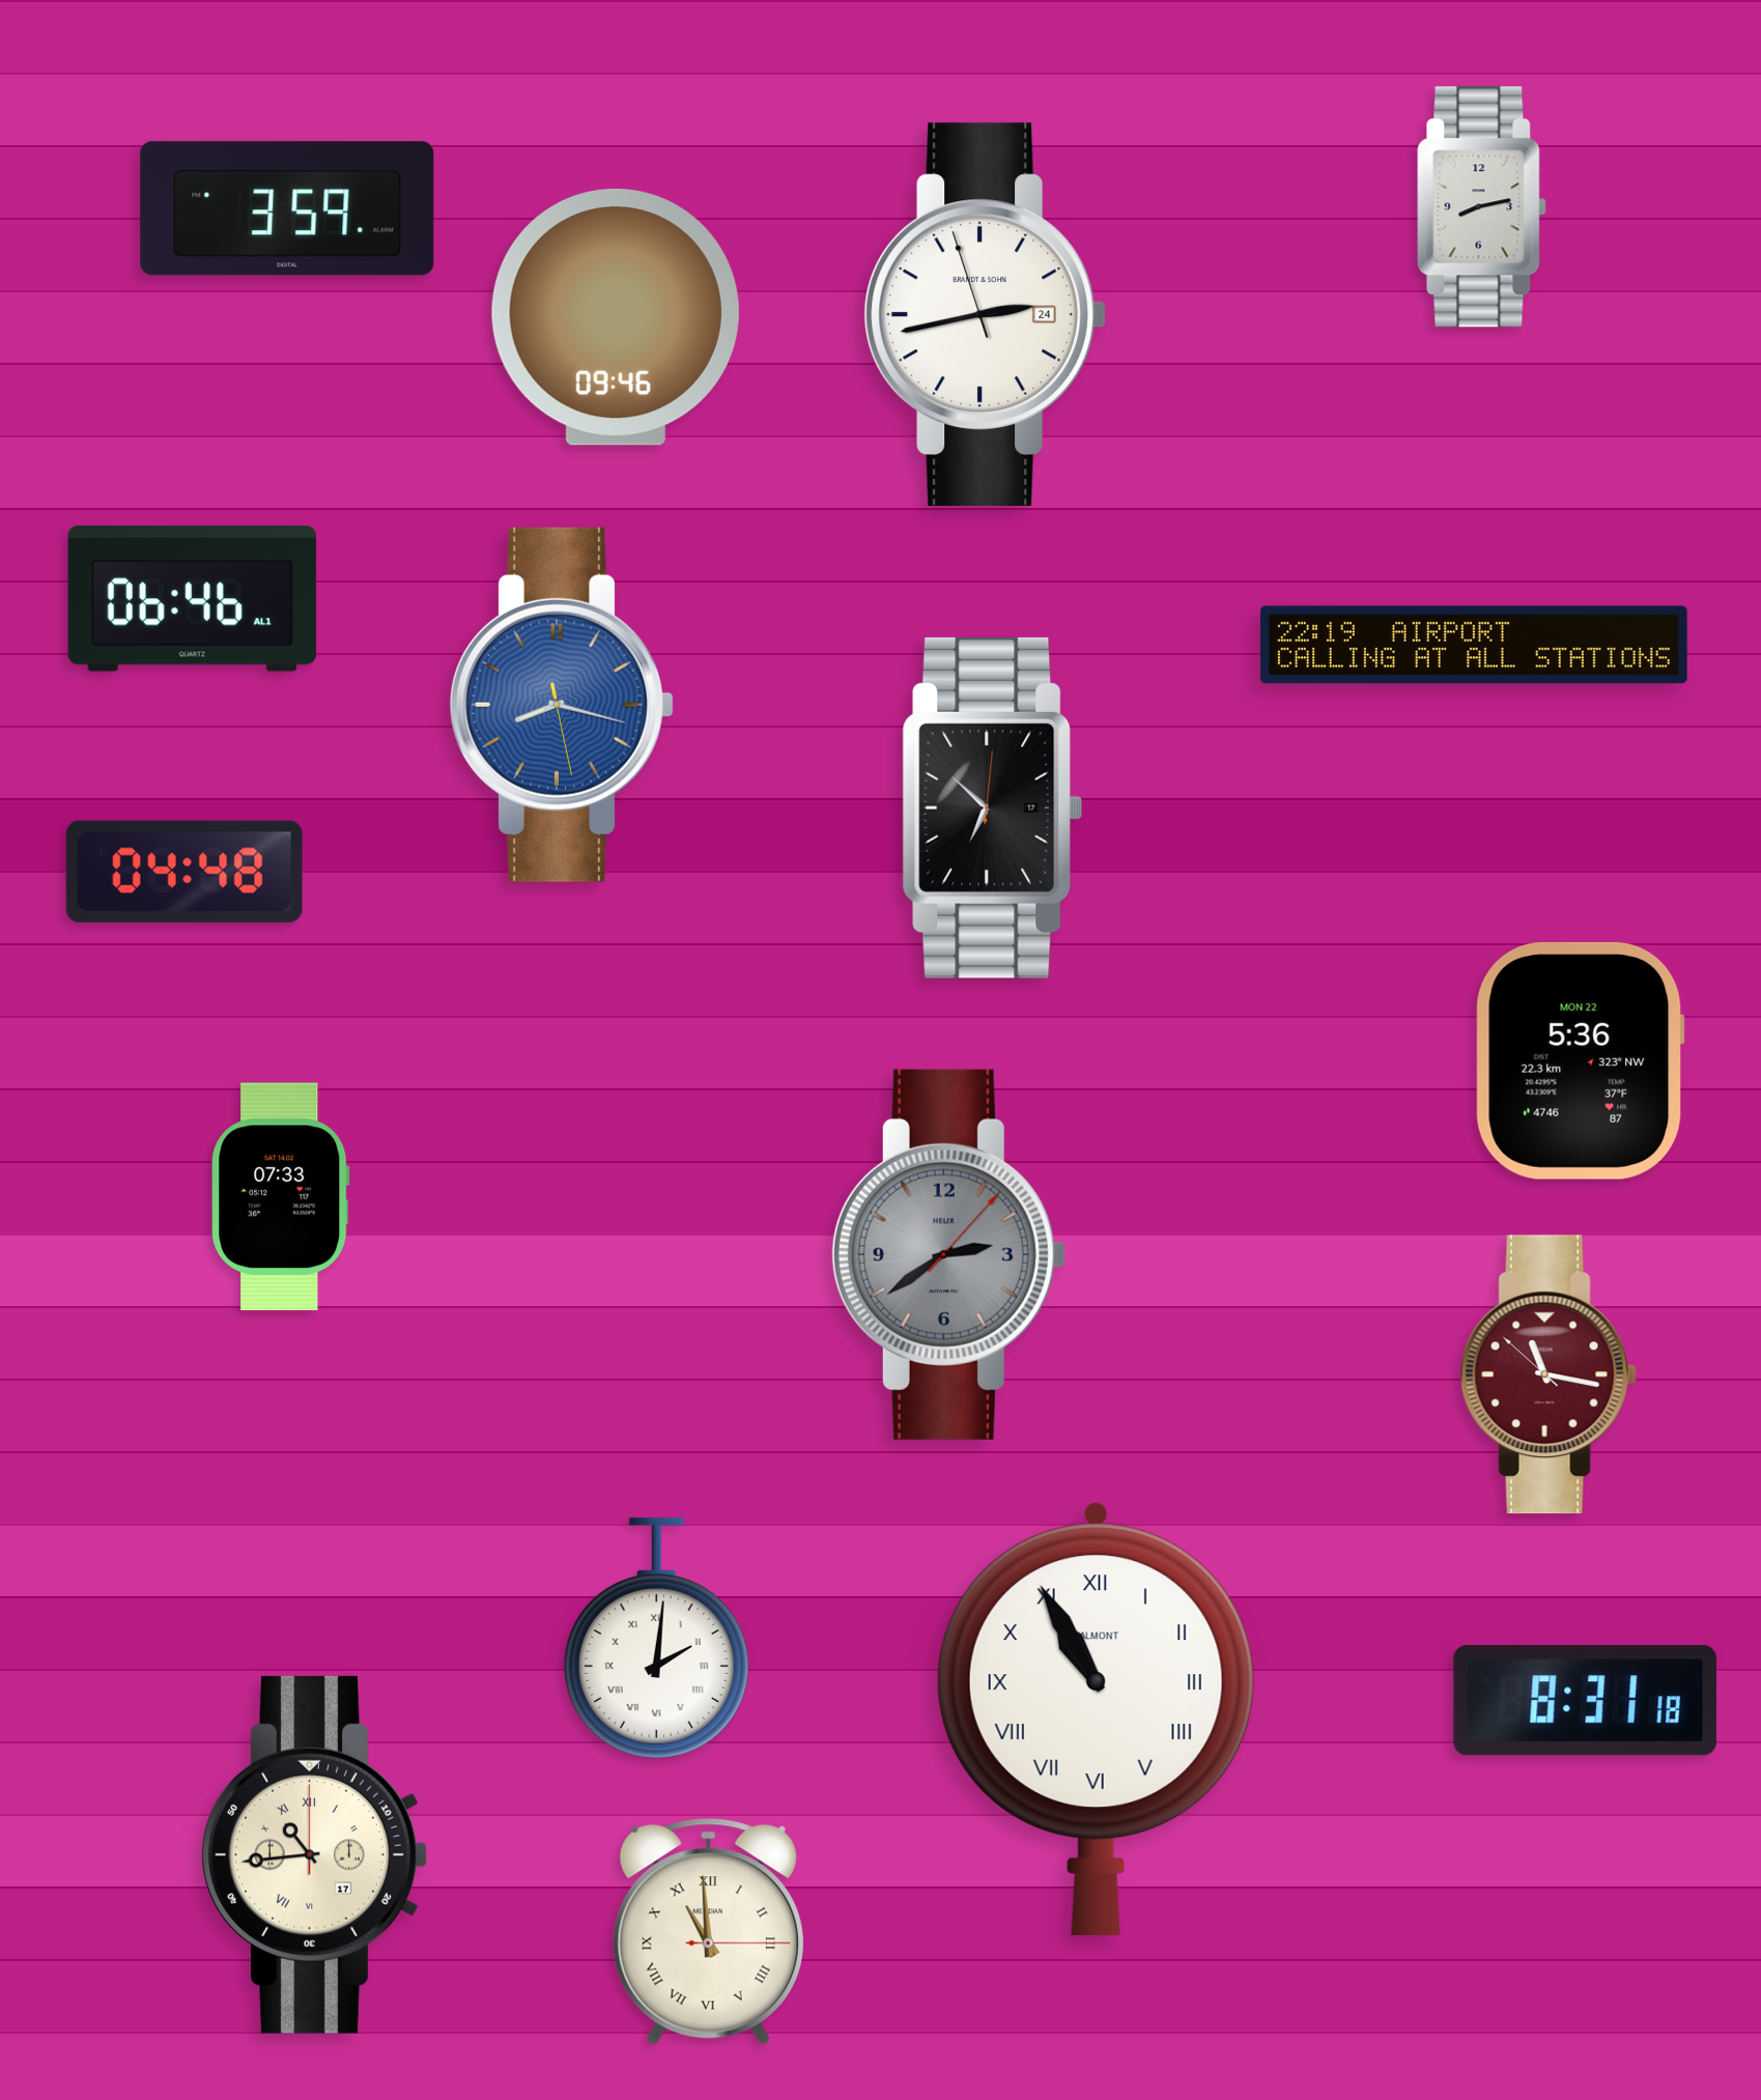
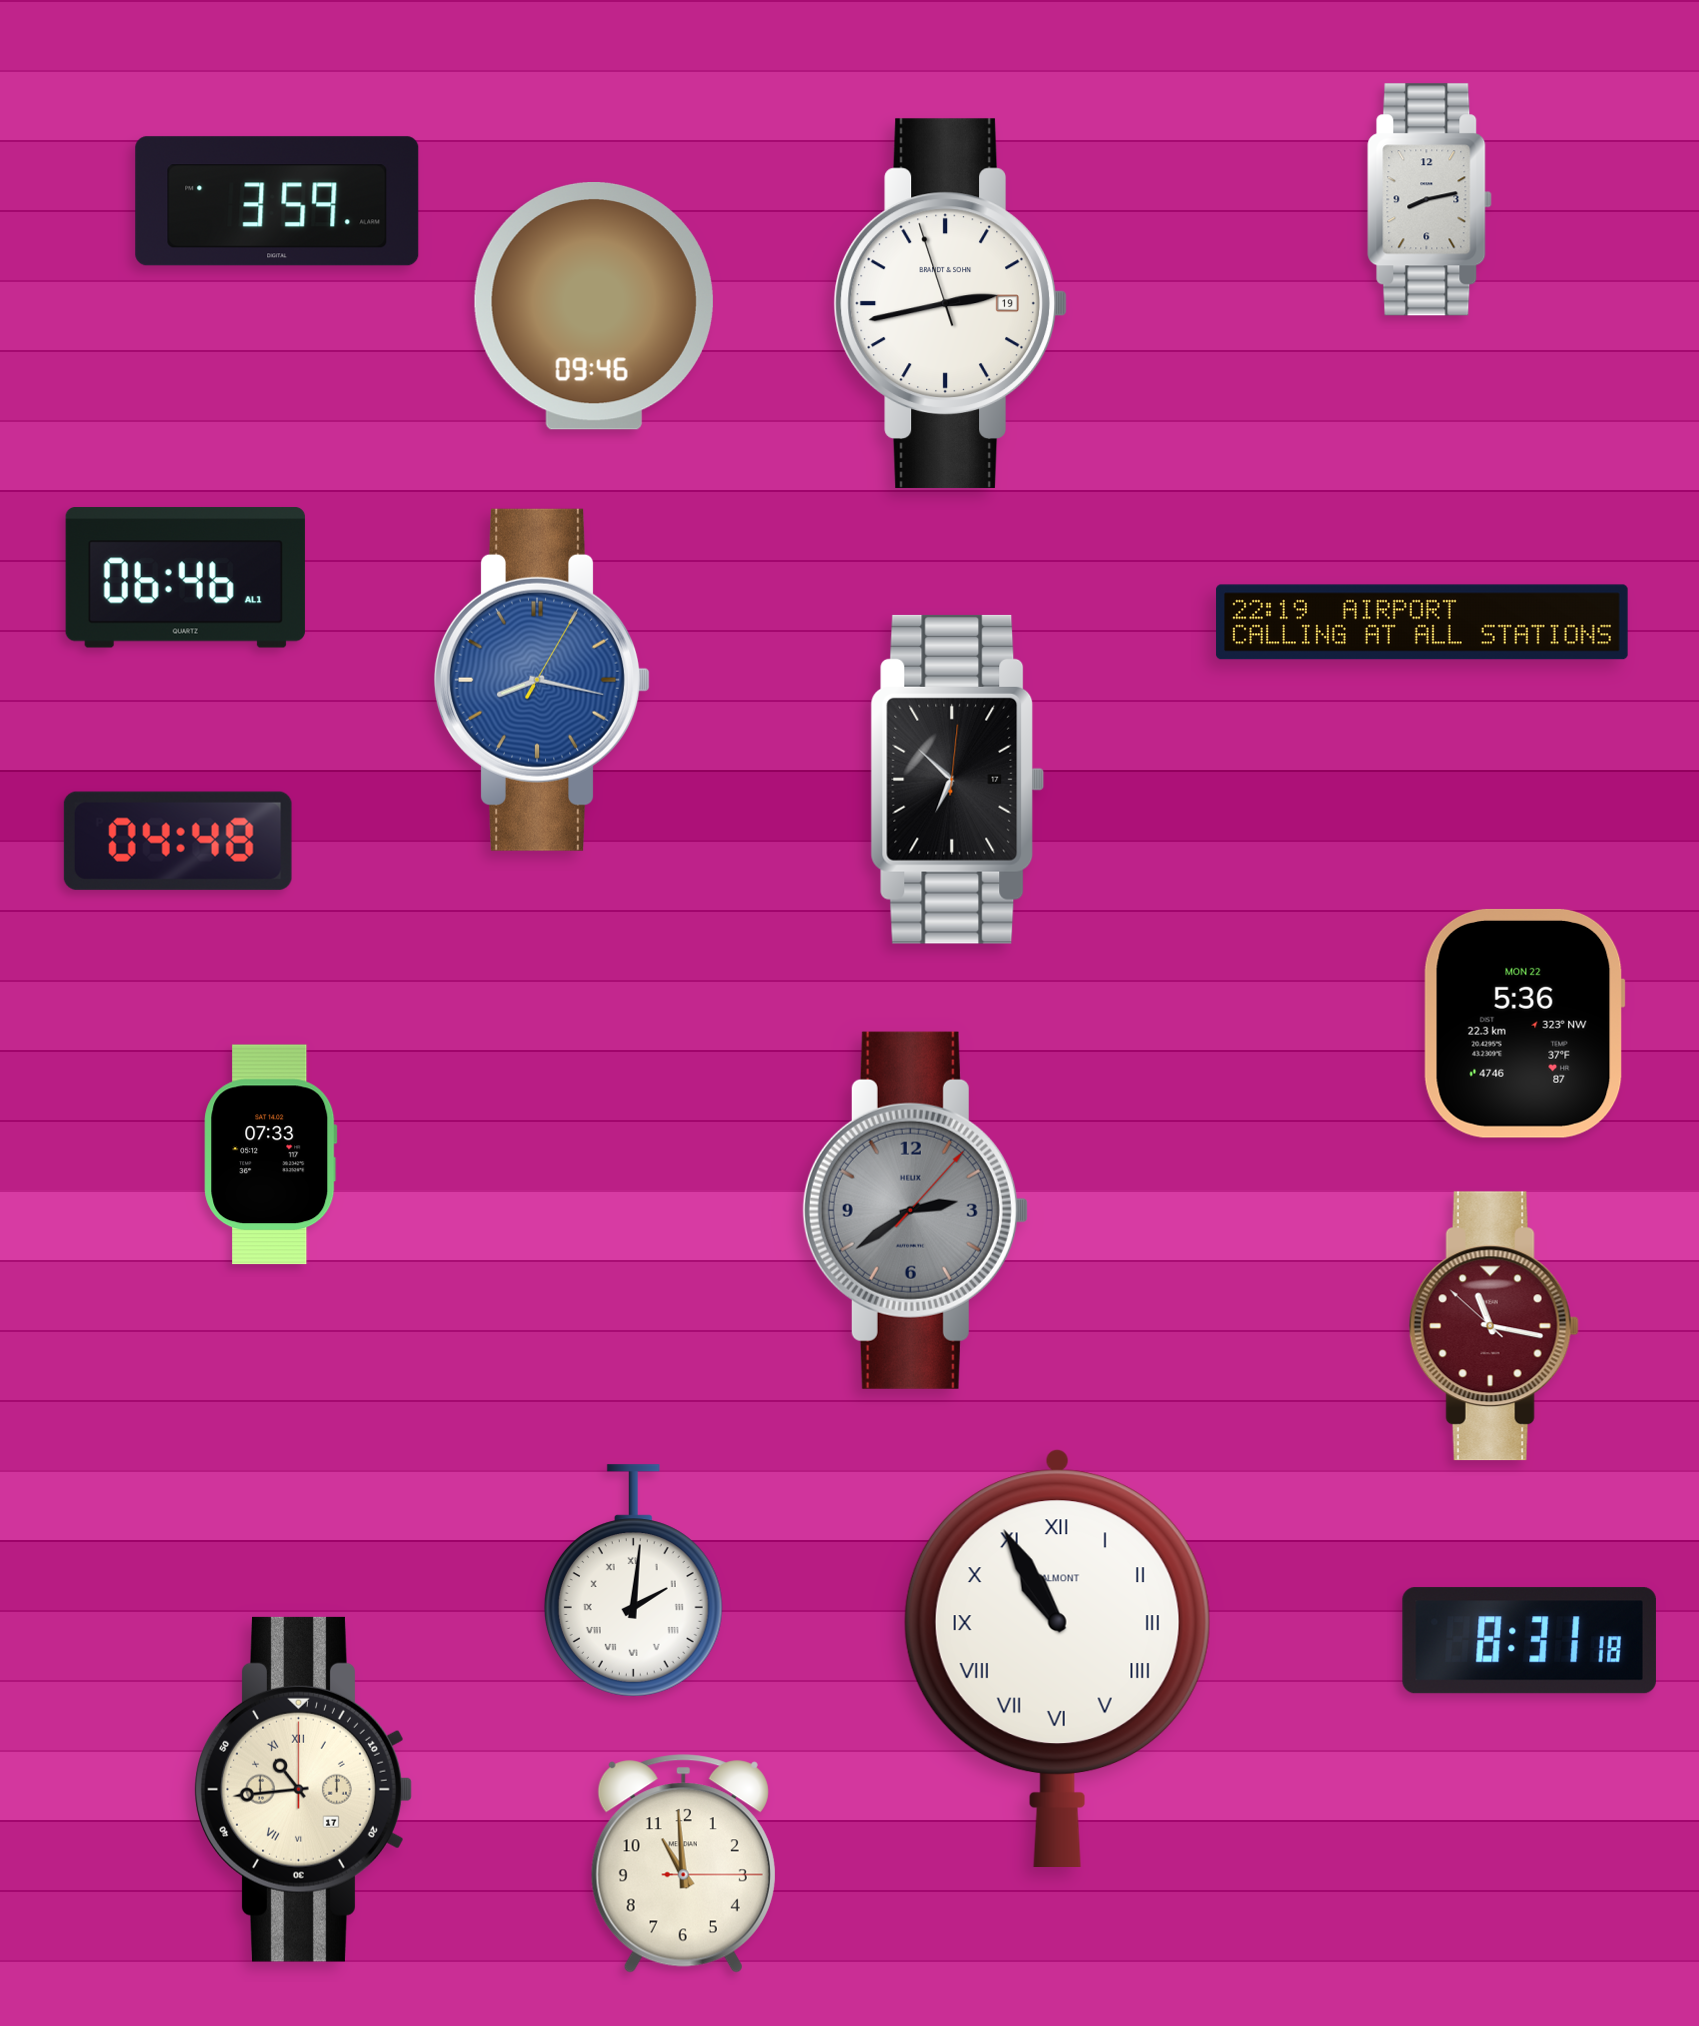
clock at (985, 314) date: 24 -> 19
clock at (563, 705): 8:17:28 -> 8:17:05
clock at (708, 1932) numerals: Roman -> Arabic
